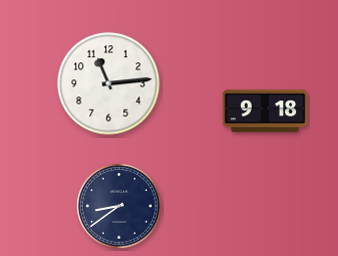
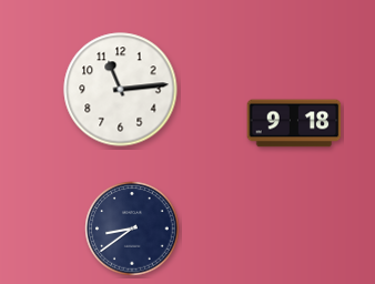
clock at (109, 84) position: (109, 84) -> (121, 90)
